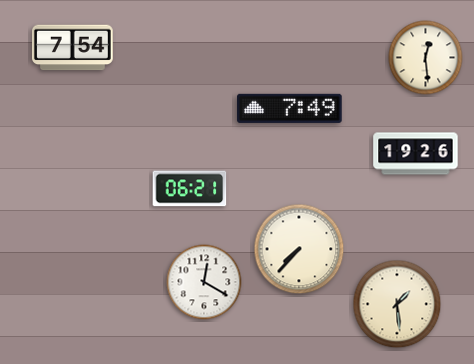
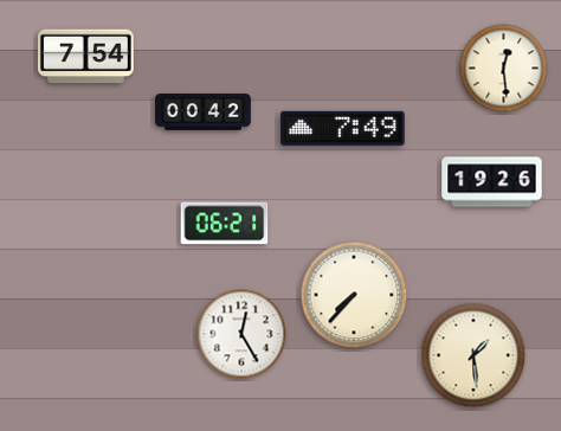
clock at (204, 112): none -> 00:42
clock at (204, 282): 12:20 -> 12:25
clock at (397, 304) position: (397, 304) -> (473, 355)
